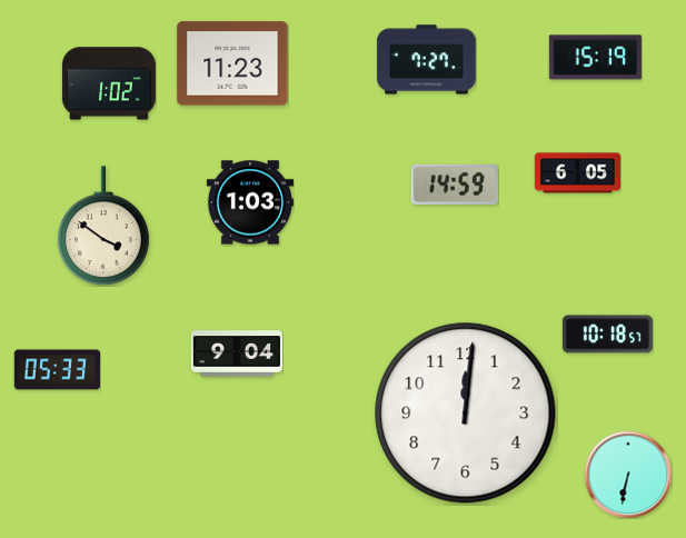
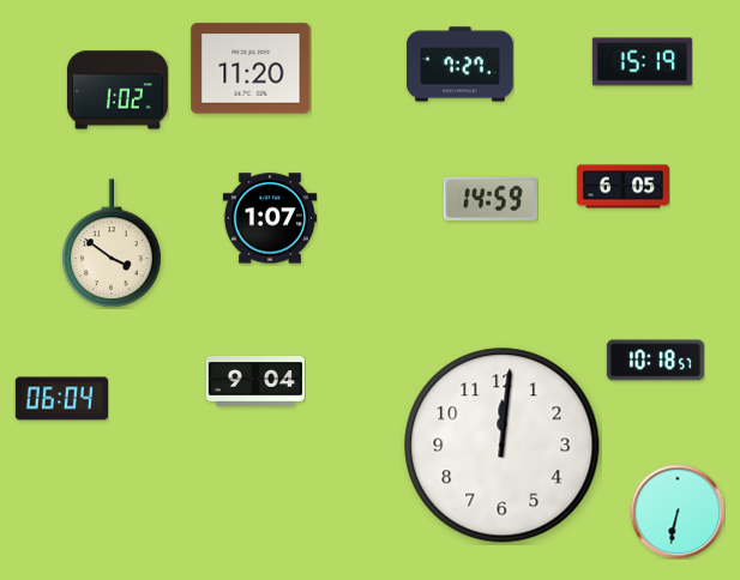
clock at (232, 63): 11:23 -> 11:20
clock at (249, 202): 1:03 -> 1:07
clock at (57, 370): 05:33 -> 06:04
